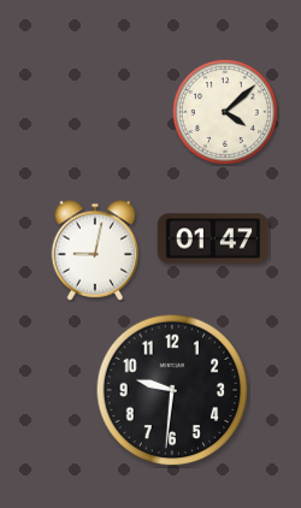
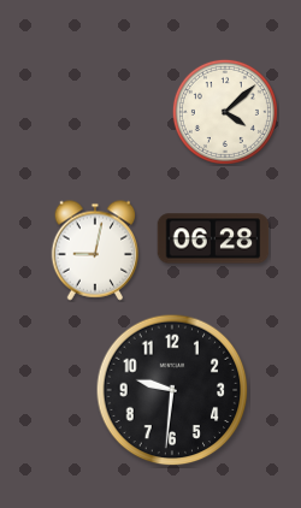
clock at (213, 238): 01:47 -> 06:28
